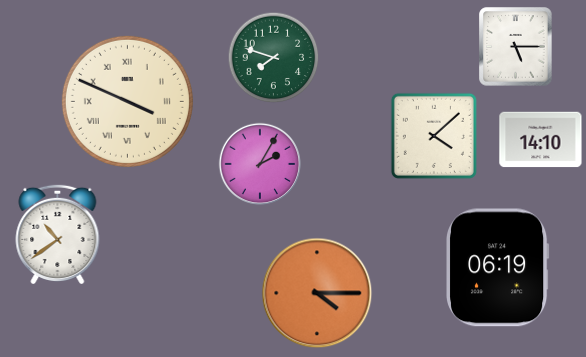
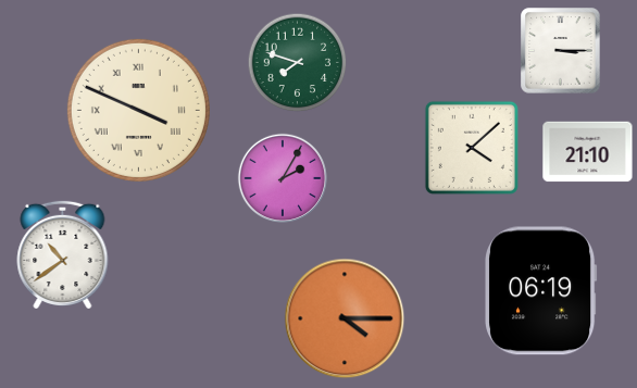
clock at (516, 47): 5:15 -> 3:15
clock at (541, 140): 14:10 -> 21:10
